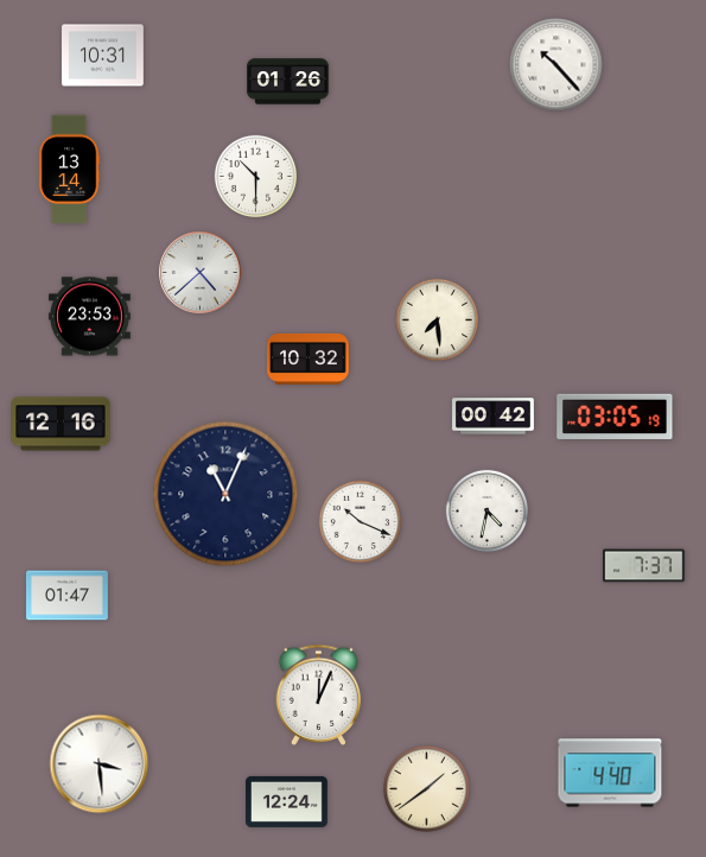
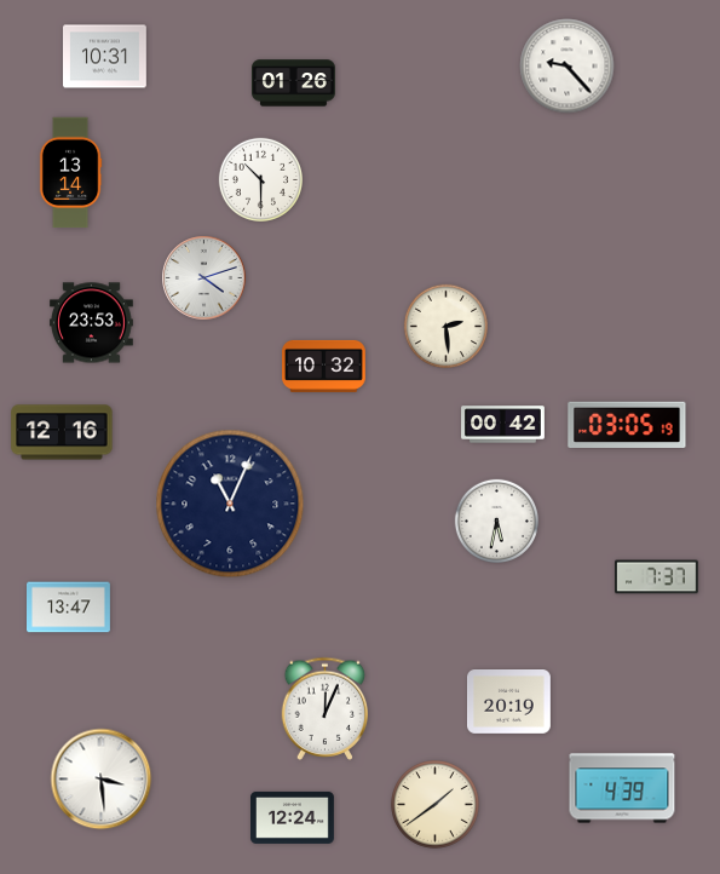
clock at (556, 65): 10:23 -> 9:23
clock at (201, 273): 4:38 -> 4:12
clock at (437, 319): 7:29 -> 2:29
clock at (309, 358) position: (309, 358) -> (324, 366)
clock at (486, 510): 4:32 -> 5:32
clock at (360, 521): 10:19 -> none
clock at (68, 596): 01:47 -> 13:47
clock at (508, 702): none -> 20:19
clock at (610, 773): 4:40 -> 4:39
